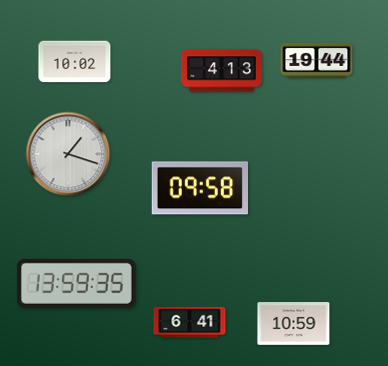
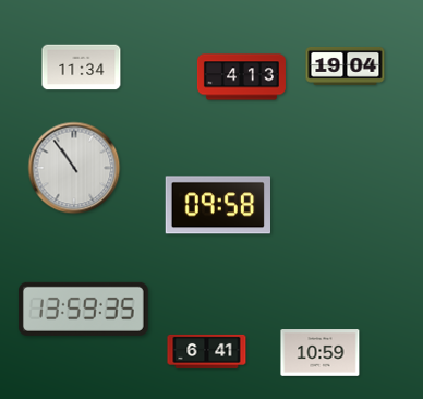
clock at (317, 60): 19:44 -> 19:04
clock at (75, 62): 10:02 -> 11:34
clock at (68, 154): 1:18 -> 10:54
